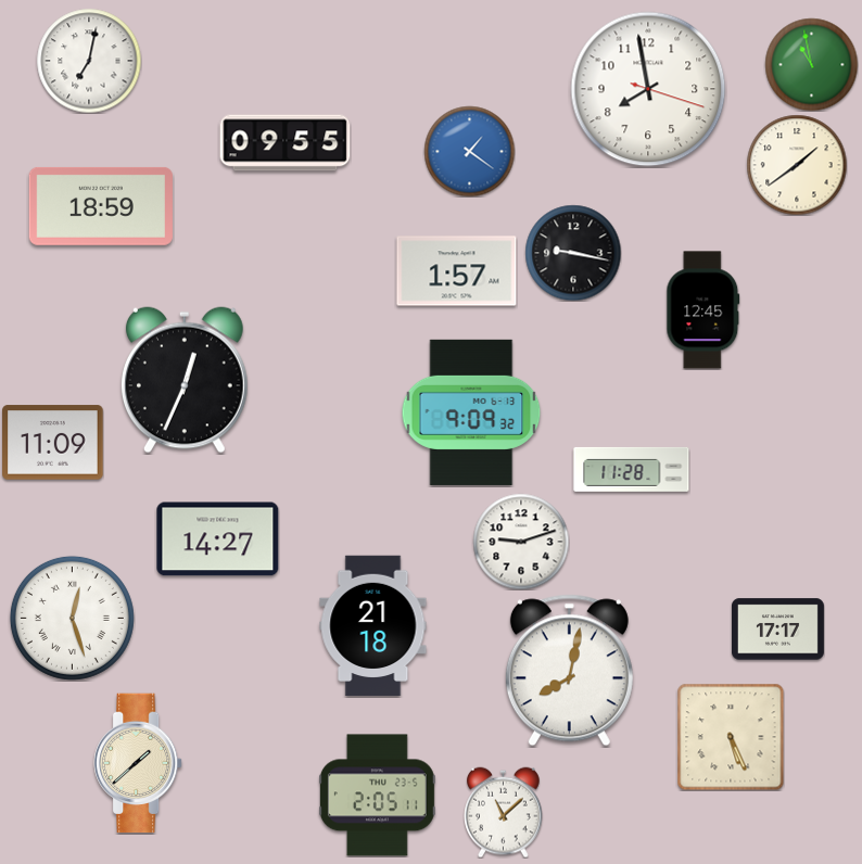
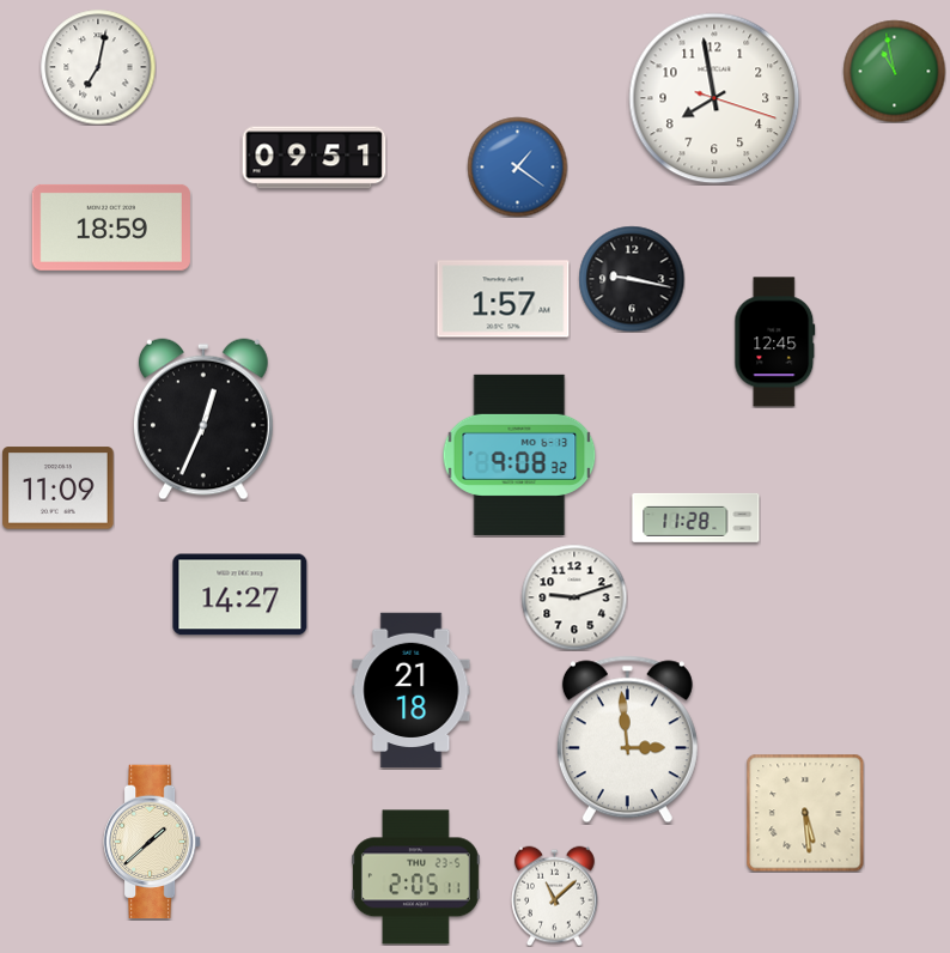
clock at (286, 143): 09:55 -> 09:51
clock at (797, 165): 1:39 -> none
clock at (471, 412): 9:09 -> 9:08
clock at (72, 618): 12:27 -> none
clock at (777, 630): 17:17 -> none
clock at (569, 671): 8:02 -> 2:59
clock at (731, 737): 5:26 -> 5:29
